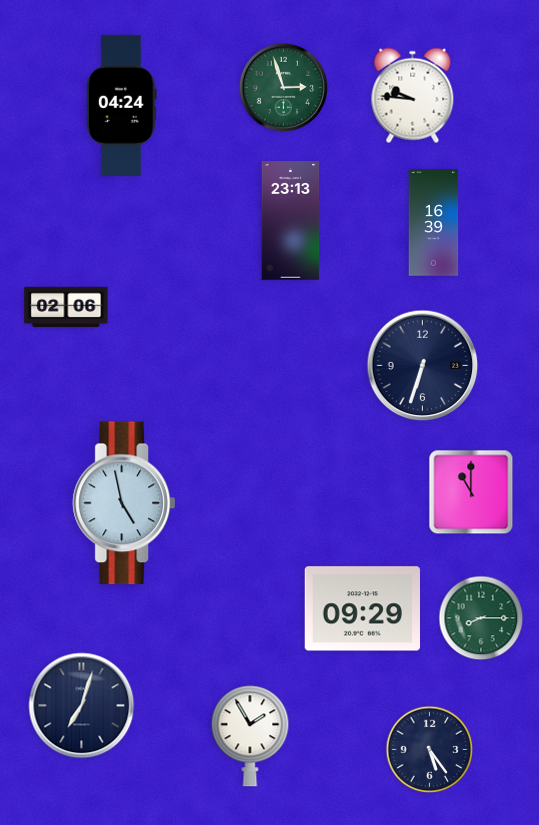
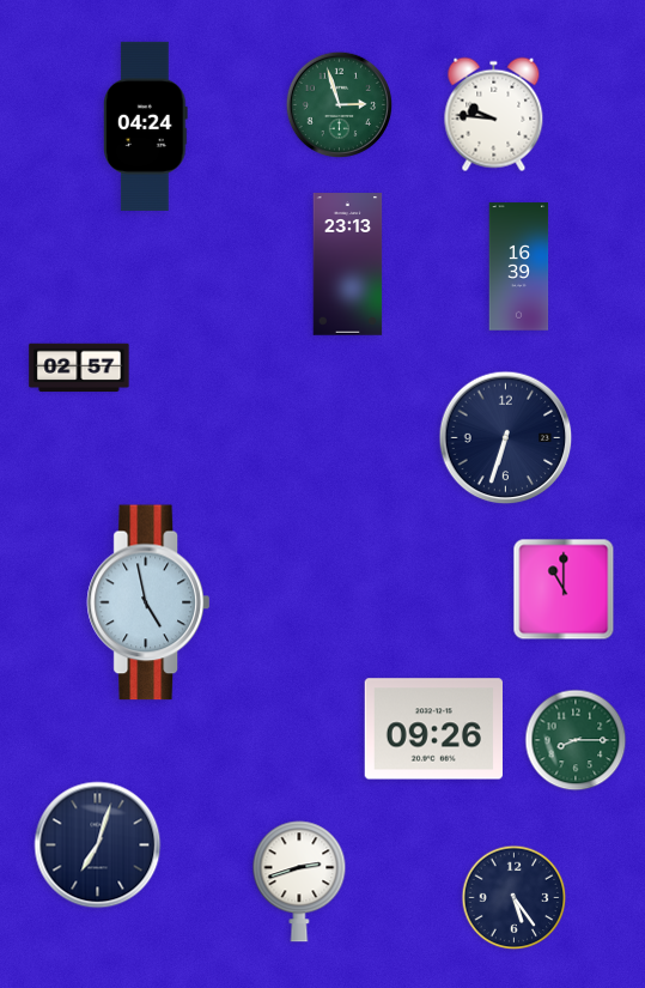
clock at (66, 307): 02:06 -> 02:57
clock at (362, 609): 09:29 -> 09:26
clock at (250, 736): 1:55 -> 2:42
